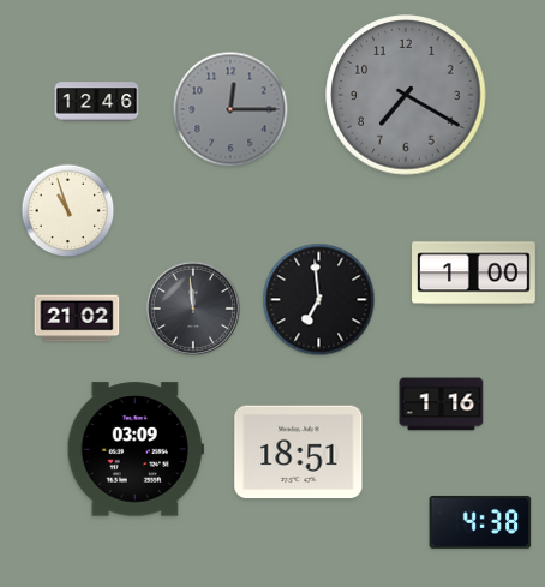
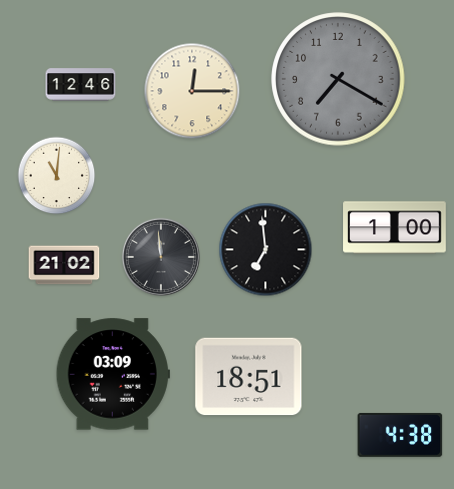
clock at (230, 109) dial: grey -> cream
clock at (68, 211): 10:57 -> 11:01
clock at (442, 405): 1:16 -> none
